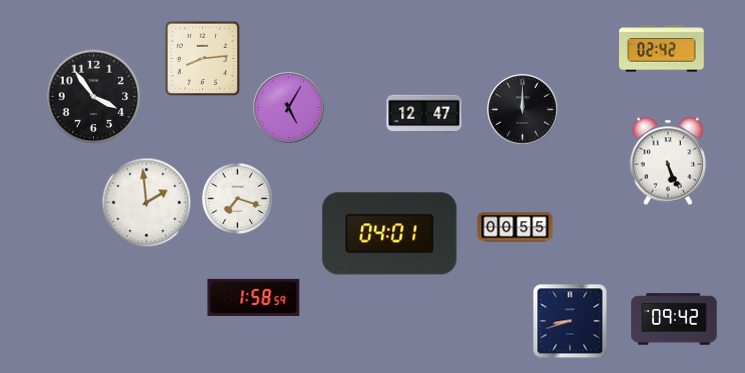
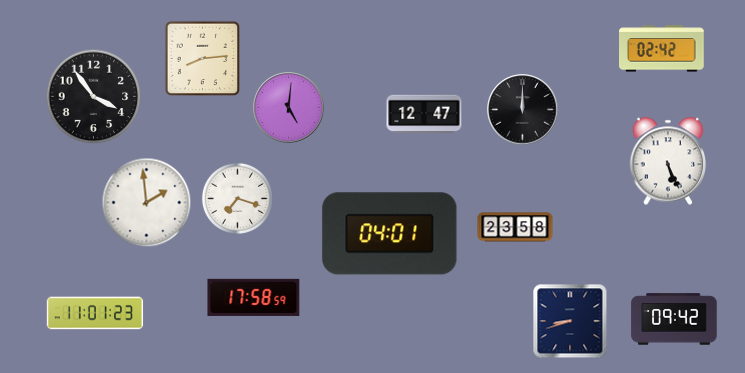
clock at (289, 108): 5:05 -> 5:01
clock at (515, 227): 00:55 -> 23:58
clock at (254, 297): 1:58 -> 17:58
clock at (95, 313): none -> 11:01
